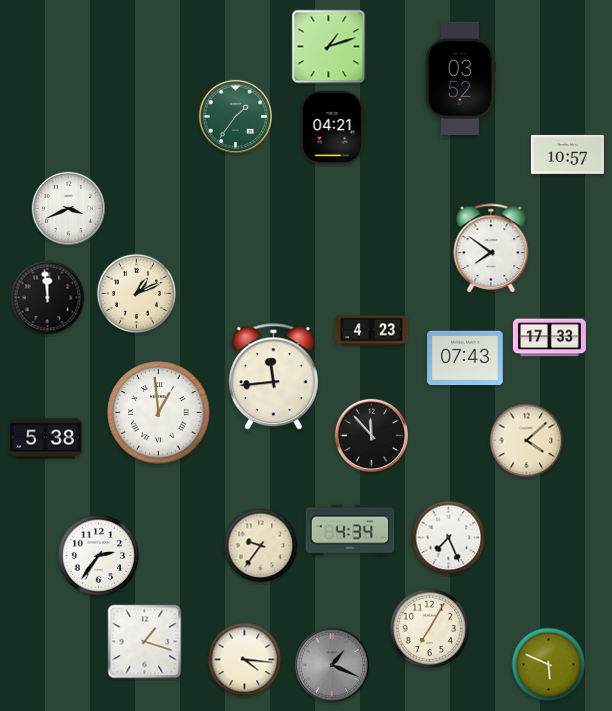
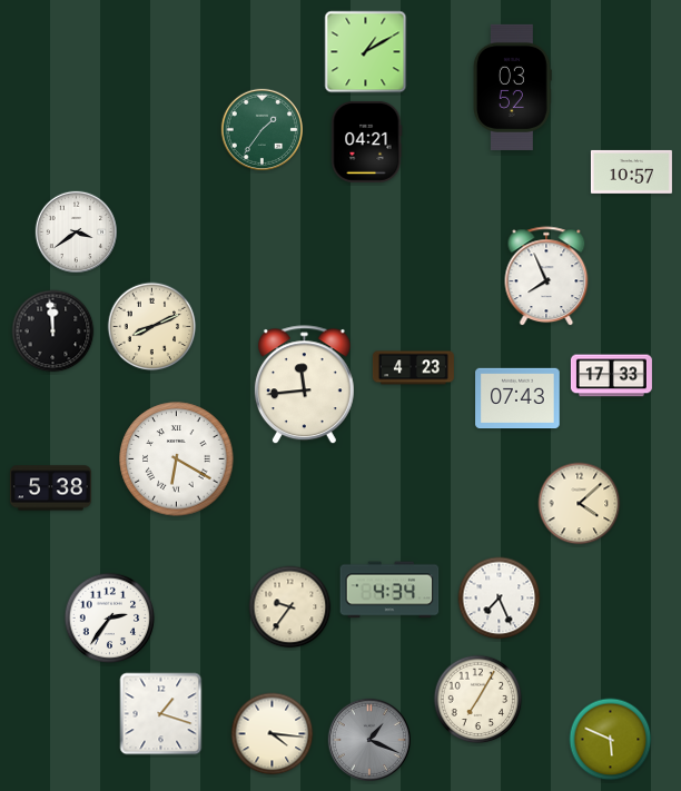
clock at (329, 47): 1:12 -> 1:10
clock at (332, 127) position: (332, 127) -> (366, 141)
clock at (68, 208): 3:41 -> 3:39
clock at (491, 249): 7:51 -> 7:56
clock at (137, 294): 1:11 -> 8:11
clock at (273, 377) position: (273, 377) -> (304, 385)
clock at (159, 413): 12:59 -> 6:20
clock at (371, 435): 11:53 -> none
clock at (527, 441) position: (527, 441) -> (580, 504)
